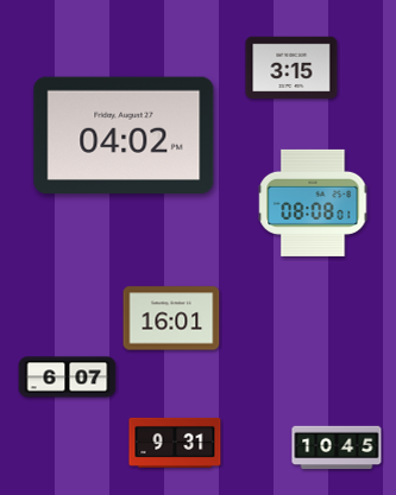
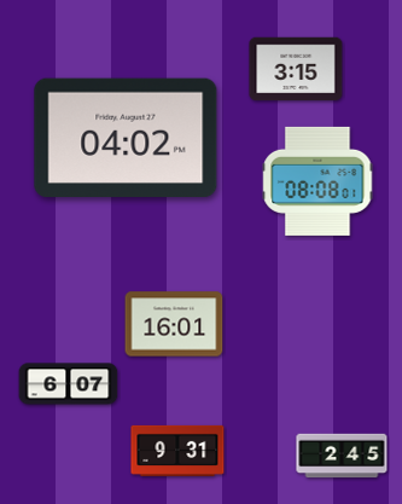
clock at (313, 203) position: (313, 203) -> (317, 181)
clock at (337, 448): 10:45 -> 2:45
